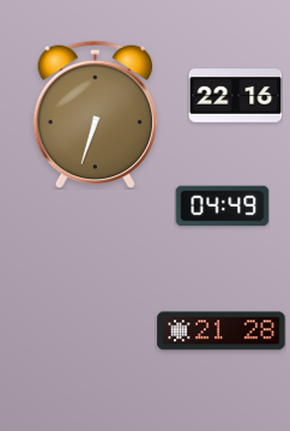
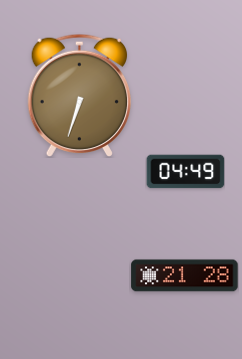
clock at (235, 96): 22:16 -> none
